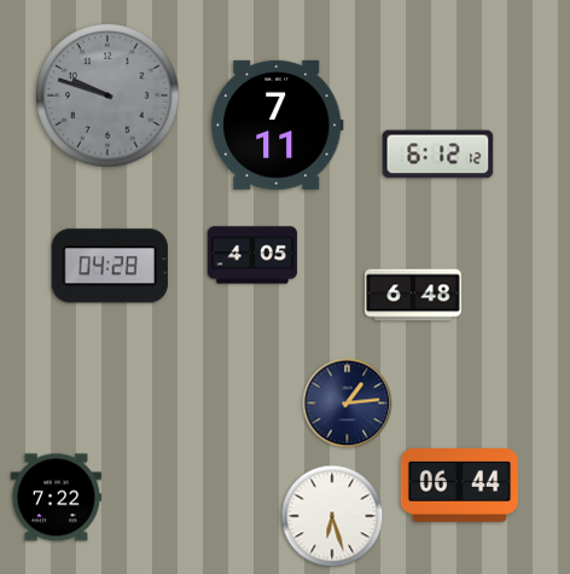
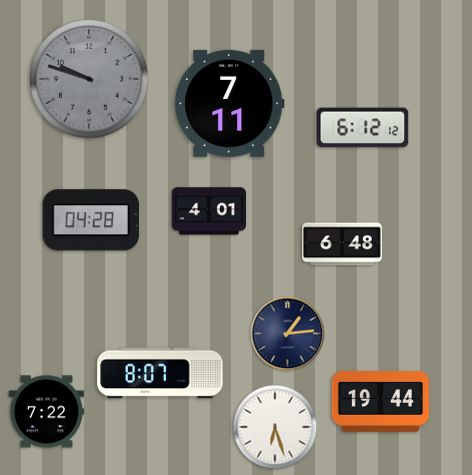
clock at (252, 255): 4:05 -> 4:01
clock at (160, 373): none -> 8:07
clock at (459, 486): 06:44 -> 19:44
